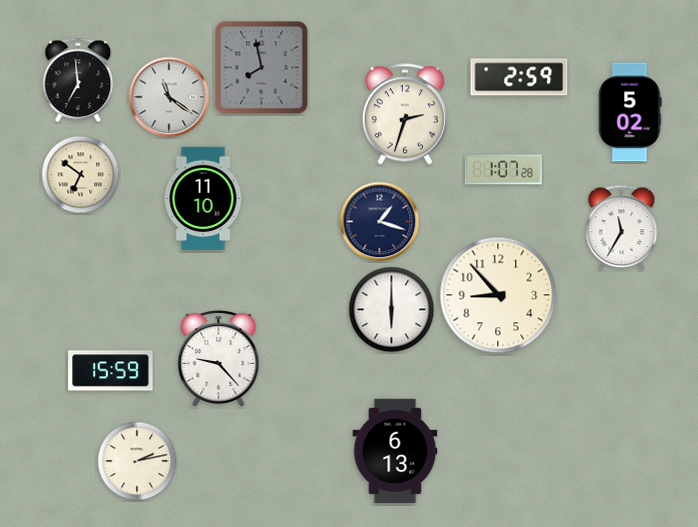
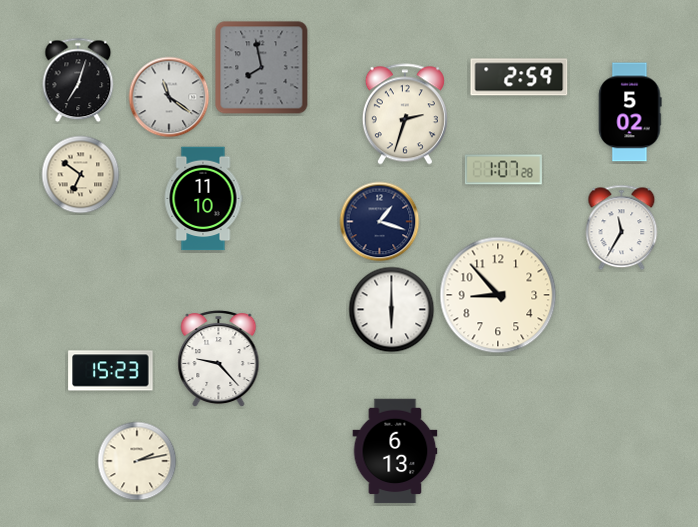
clock at (78, 80): 6:59 -> 7:03
clock at (111, 371): 15:59 -> 15:23
